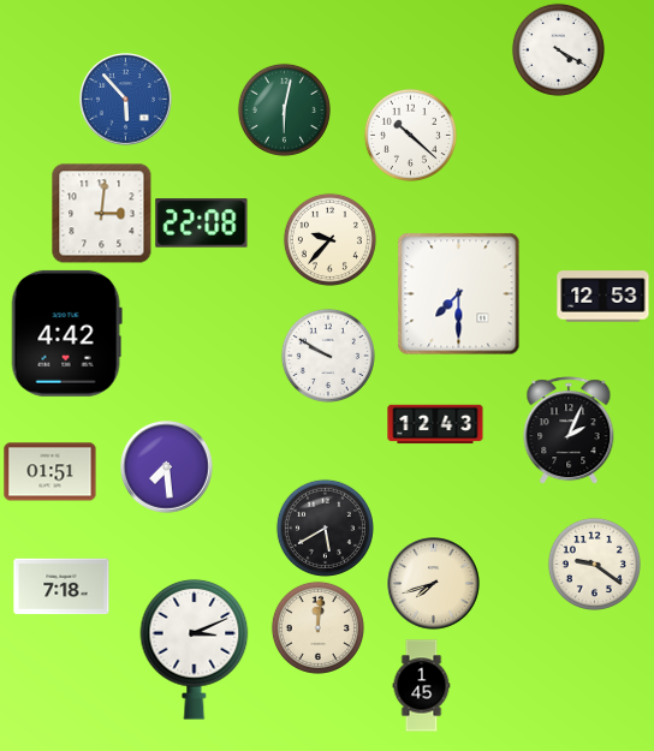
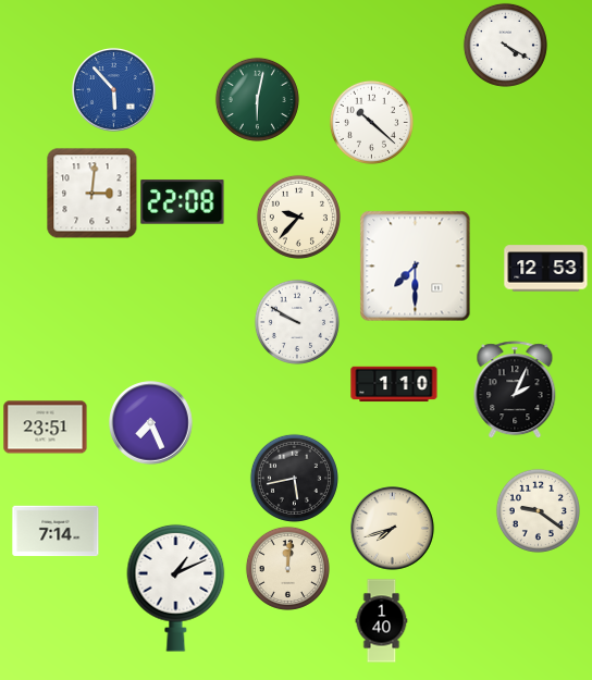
clock at (66, 333): 4:42 -> none
clock at (435, 424): 12:43 -> 1:10
clock at (167, 467): 7:29 -> 7:26
clock at (50, 472): 01:51 -> 23:51
clock at (325, 528): 5:40 -> 5:43
clock at (61, 586): 7:18 -> 7:14
clock at (195, 649): 3:11 -> 1:11
clock at (422, 686): 1:45 -> 1:40
